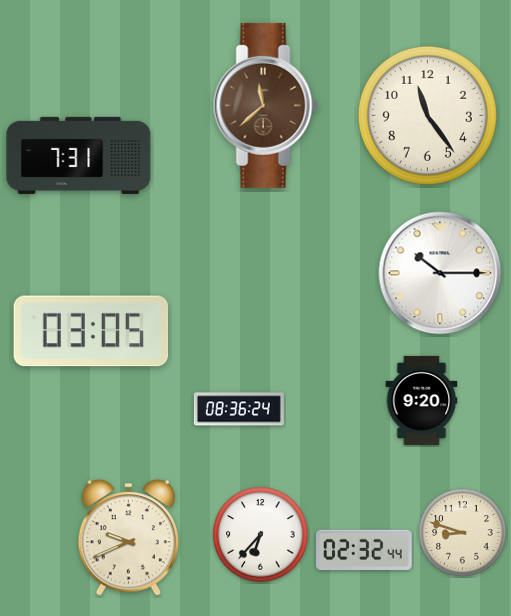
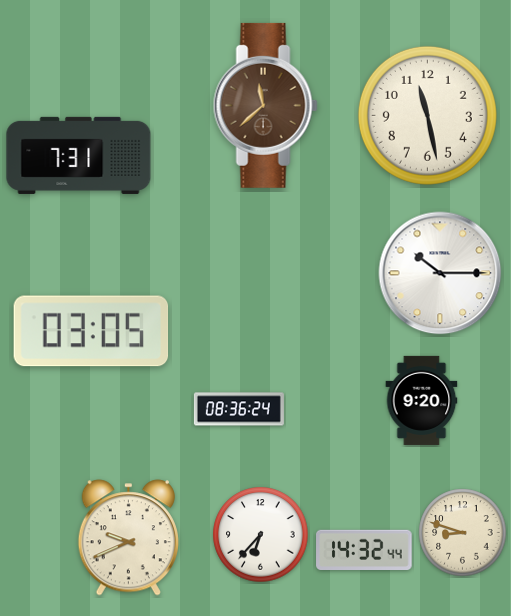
clock at (427, 115): 11:24 -> 11:28
clock at (364, 549): 02:32 -> 14:32
